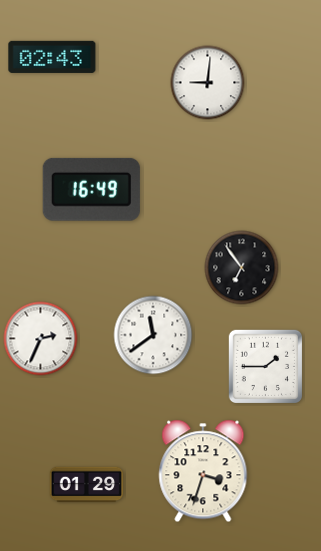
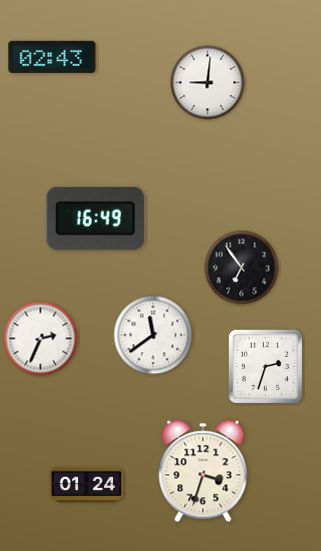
clock at (91, 189) position: (91, 189) -> (95, 218)
clock at (265, 366): 1:45 -> 2:33
clock at (87, 485): 01:29 -> 01:24
